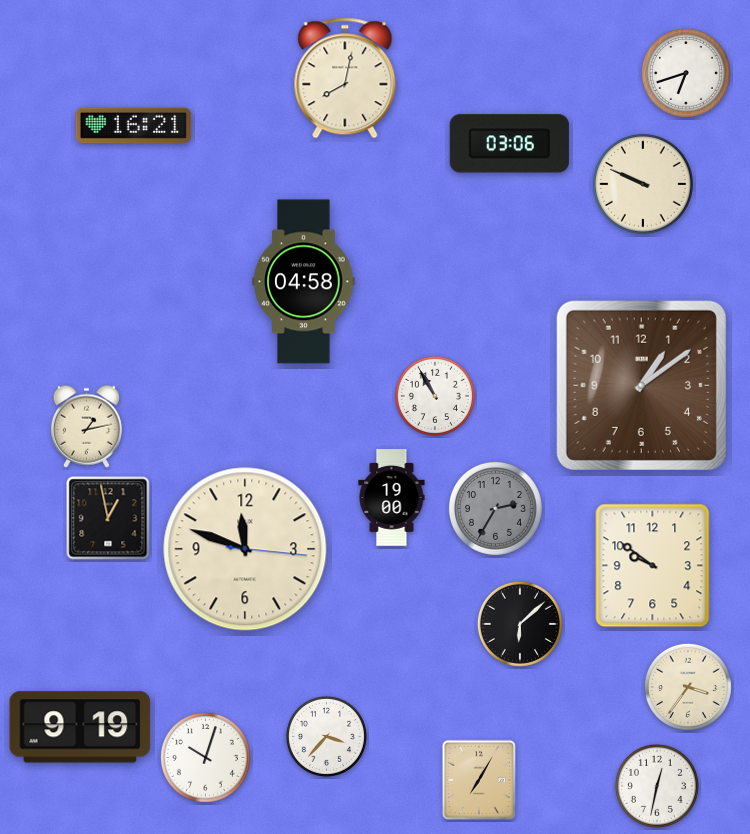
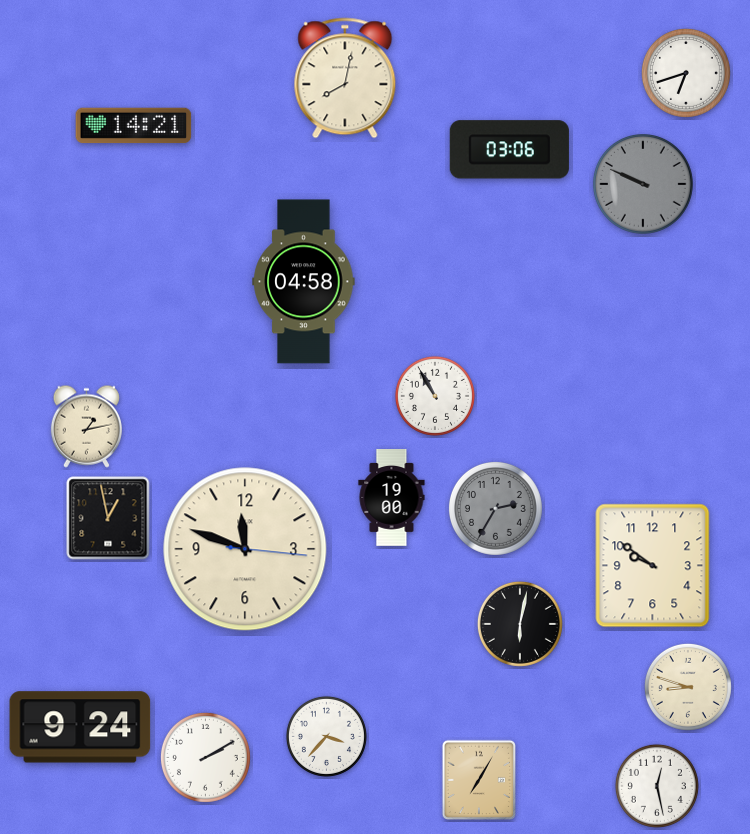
clock at (134, 126): 16:21 -> 14:21
clock at (509, 144) position: (509, 144) -> (509, 150)
clock at (644, 185) dial: cream -> grey
clock at (641, 385): 1:09 -> none
clock at (520, 624): 6:08 -> 6:02
clock at (688, 687): 3:36 -> 8:48
clock at (80, 727): 9:19 -> 9:24
clock at (205, 757): 10:03 -> 2:10
clock at (657, 786): 12:32 -> 12:28
